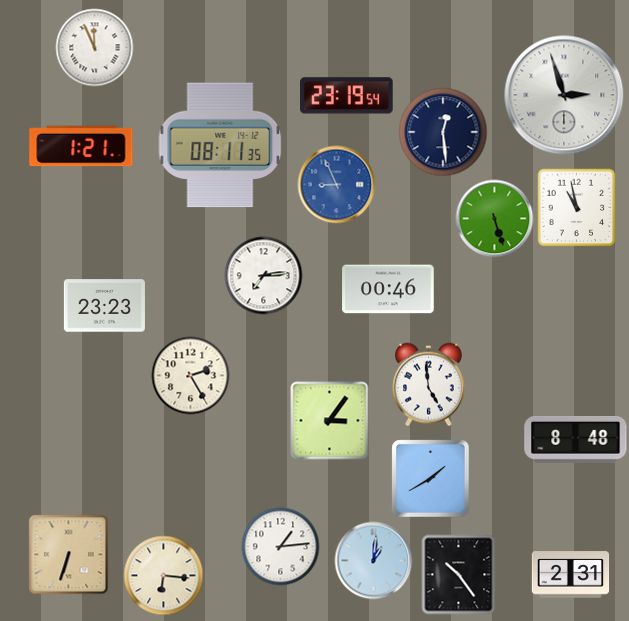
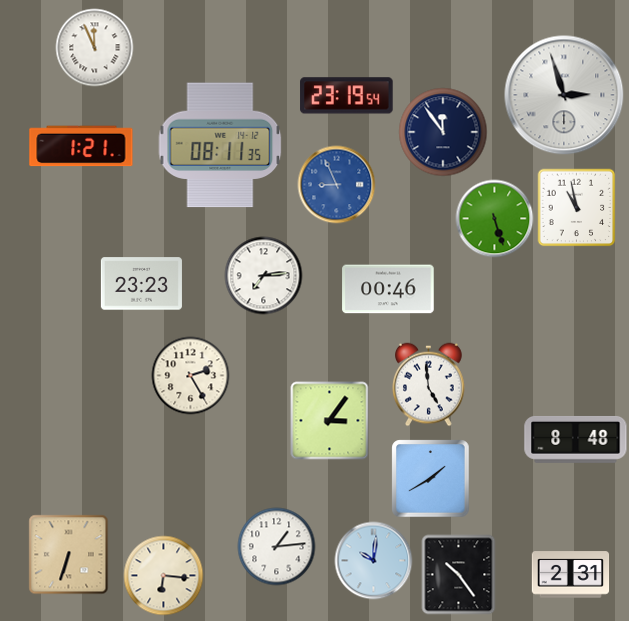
clock at (443, 132): 12:29 -> 11:54
clock at (104, 306) position: (104, 306) -> (141, 284)
clock at (280, 546) position: (280, 546) -> (276, 546)
clock at (373, 560): 1:01 -> 10:01
